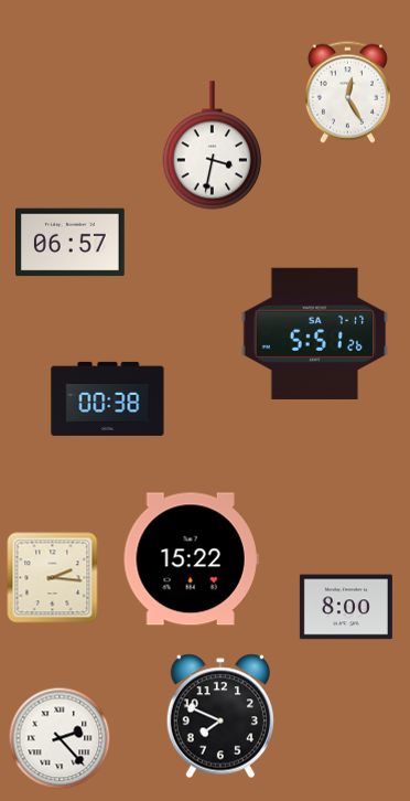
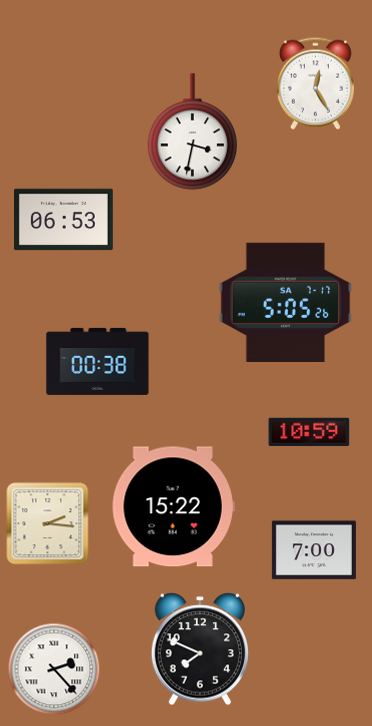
clock at (71, 243): 06:57 -> 06:53
clock at (315, 333): 5:51 -> 5:05
clock at (309, 431): none -> 10:59
clock at (346, 607): 8:00 -> 7:00
